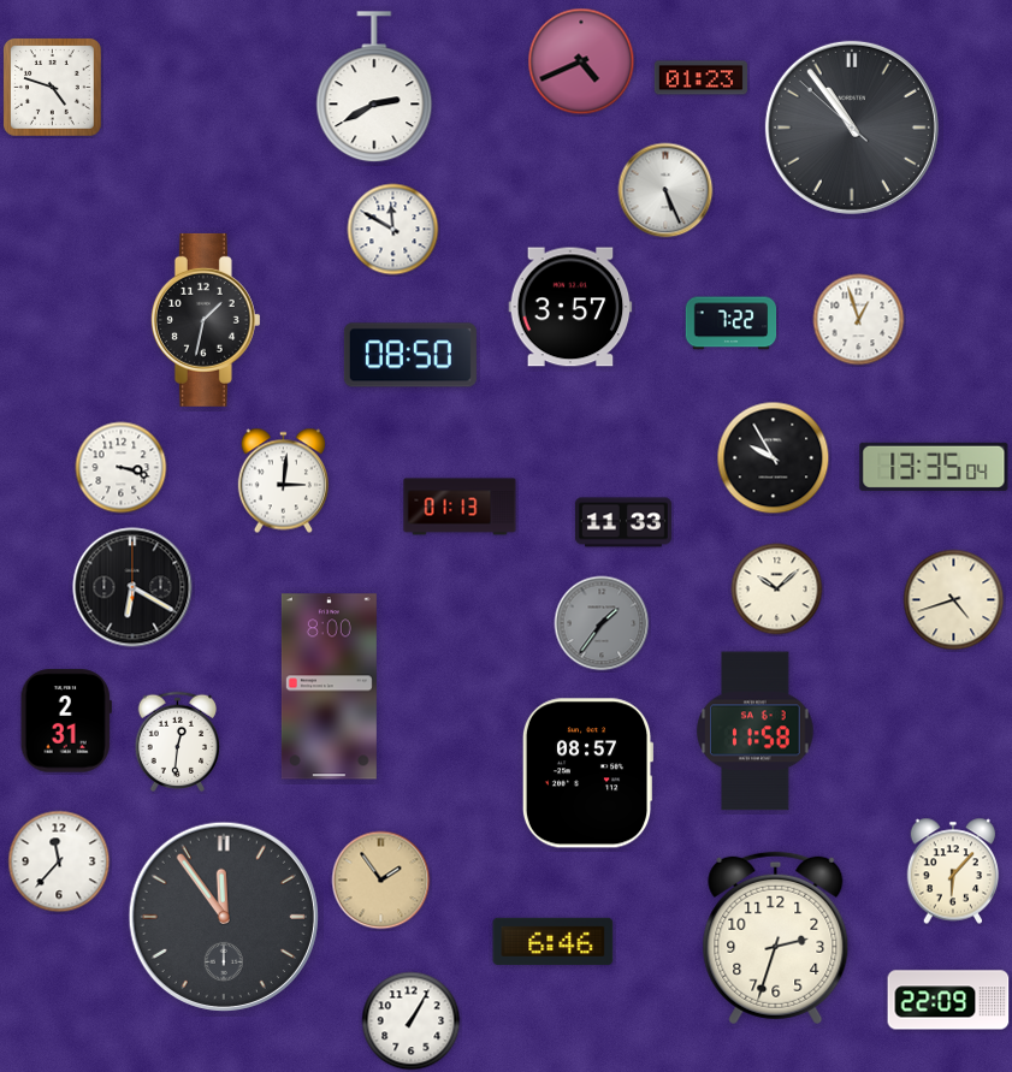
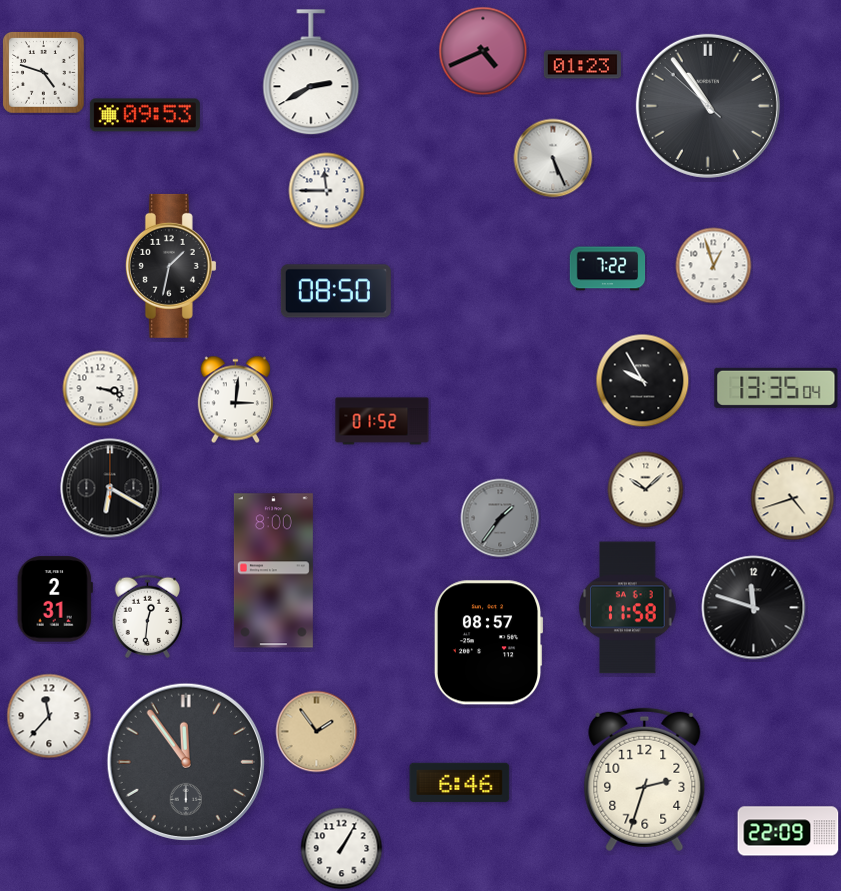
clock at (145, 115): none -> 09:53
clock at (393, 230): 11:50 -> 11:45
clock at (570, 307): 3:57 -> none
clock at (410, 355) position: (410, 355) -> (336, 291)
clock at (460, 507): 01:13 -> 01:52
clock at (623, 522): 11:33 -> none
clock at (754, 608): none -> 11:48
clock at (953, 871): 6:07 -> none
